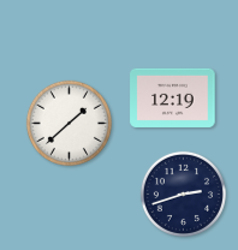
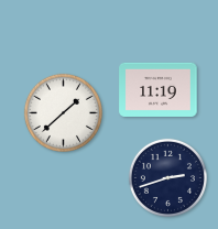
clock at (173, 97): 12:19 -> 11:19
